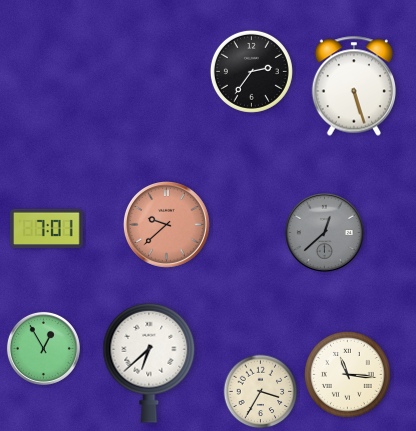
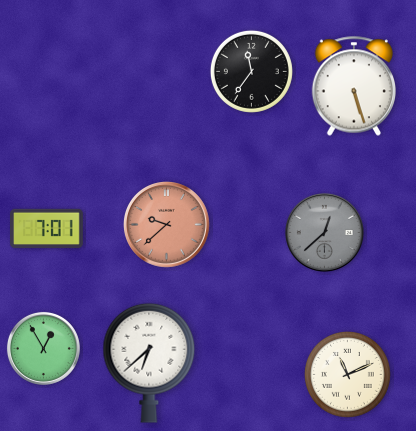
clock at (251, 71): 2:36 -> 11:36
clock at (347, 374): 11:16 -> 11:11
clock at (261, 392): 3:35 -> none
